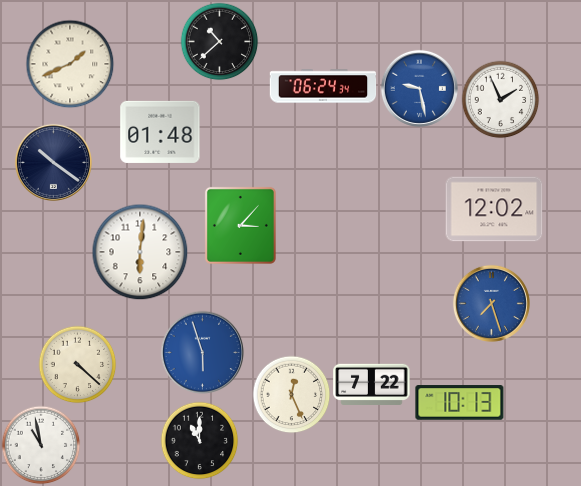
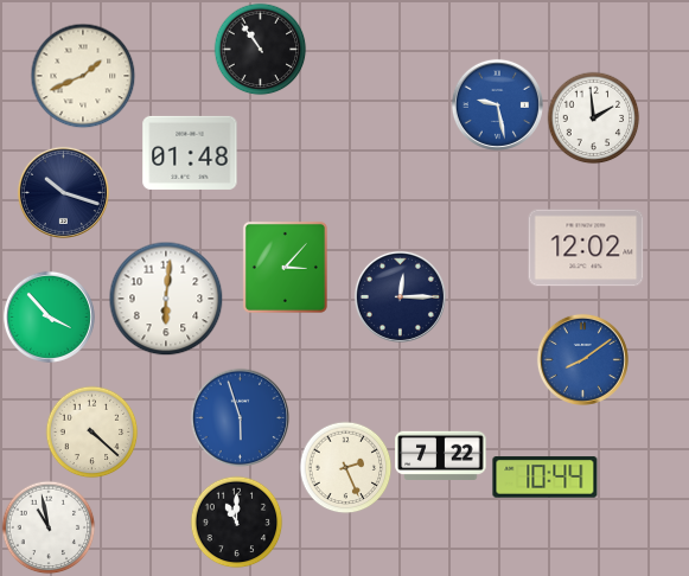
clock at (219, 41): 10:38 -> 10:54
clock at (323, 86): 06:24 -> none
clock at (500, 99): 1:56 -> 1:59
clock at (160, 132) position: (160, 132) -> (190, 153)
clock at (53, 162): 10:21 -> 10:18
clock at (400, 296): none -> 12:15
clock at (49, 316): none -> 3:53
clock at (491, 303): 7:27 -> 8:09
clock at (291, 394): 12:26 -> 2:26
clock at (460, 403): 10:13 -> 10:44
